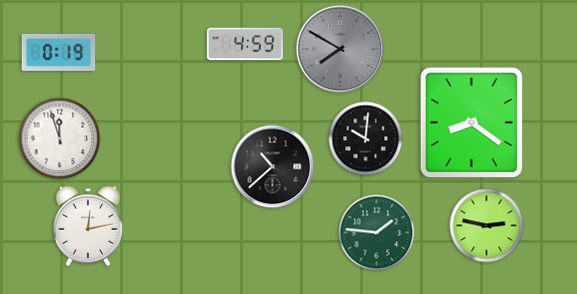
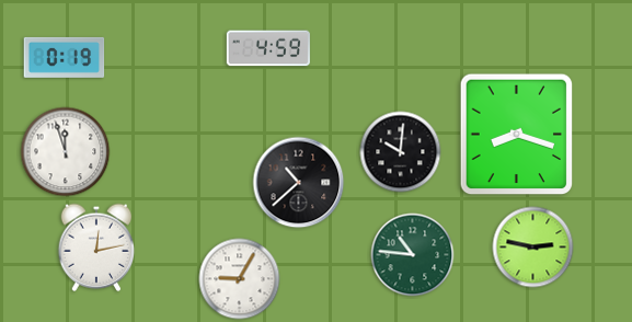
clock at (340, 49): 7:50 -> none
clock at (472, 123): 8:21 -> 8:18
clock at (377, 233): 1:46 -> 10:46
clock at (240, 279): none -> 9:05
